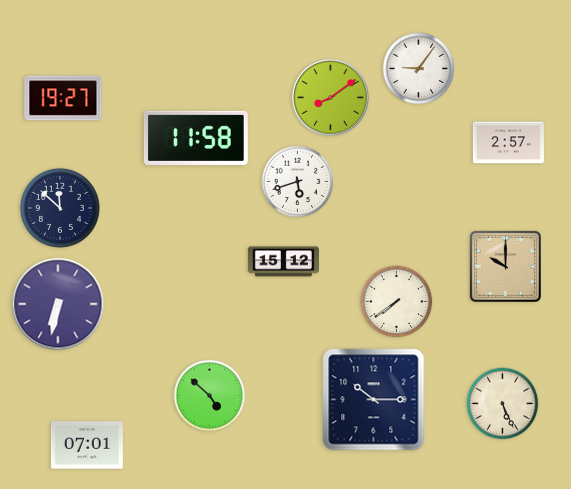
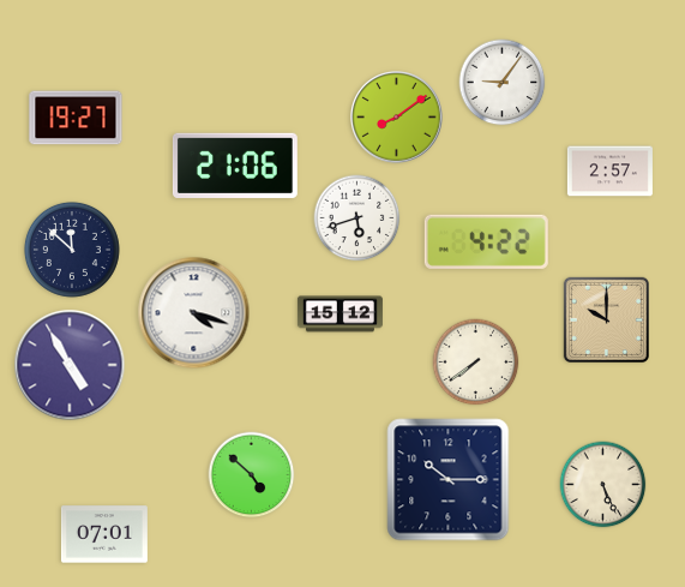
clock at (196, 138): 11:58 -> 21:06
clock at (486, 241): none -> 4:22
clock at (194, 313): none -> 4:18
clock at (58, 304): 6:32 -> 4:55
